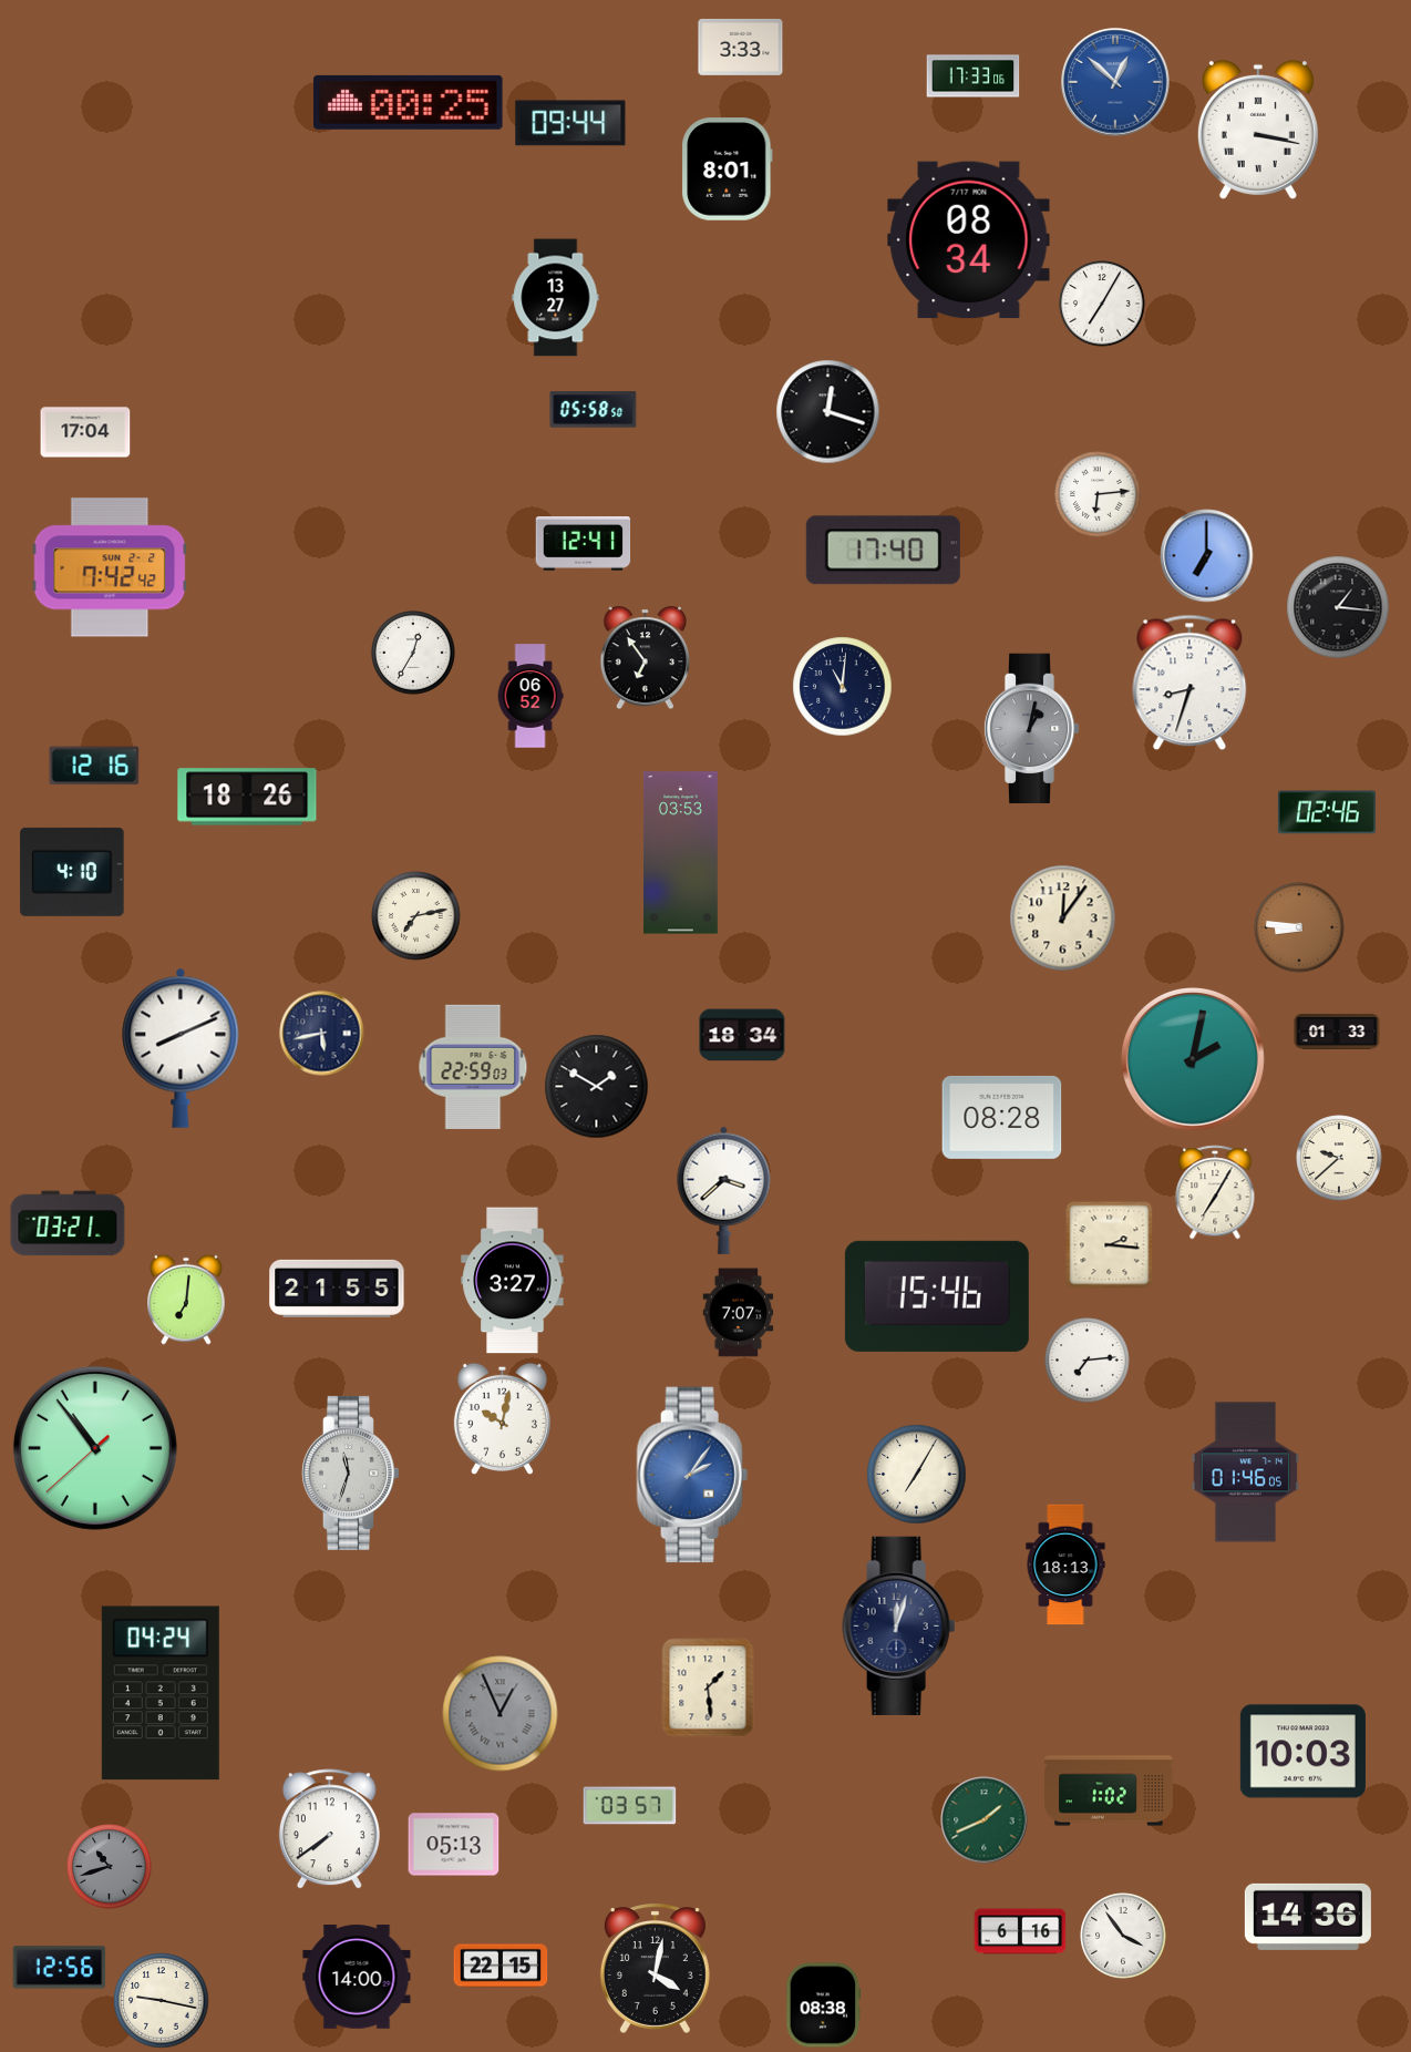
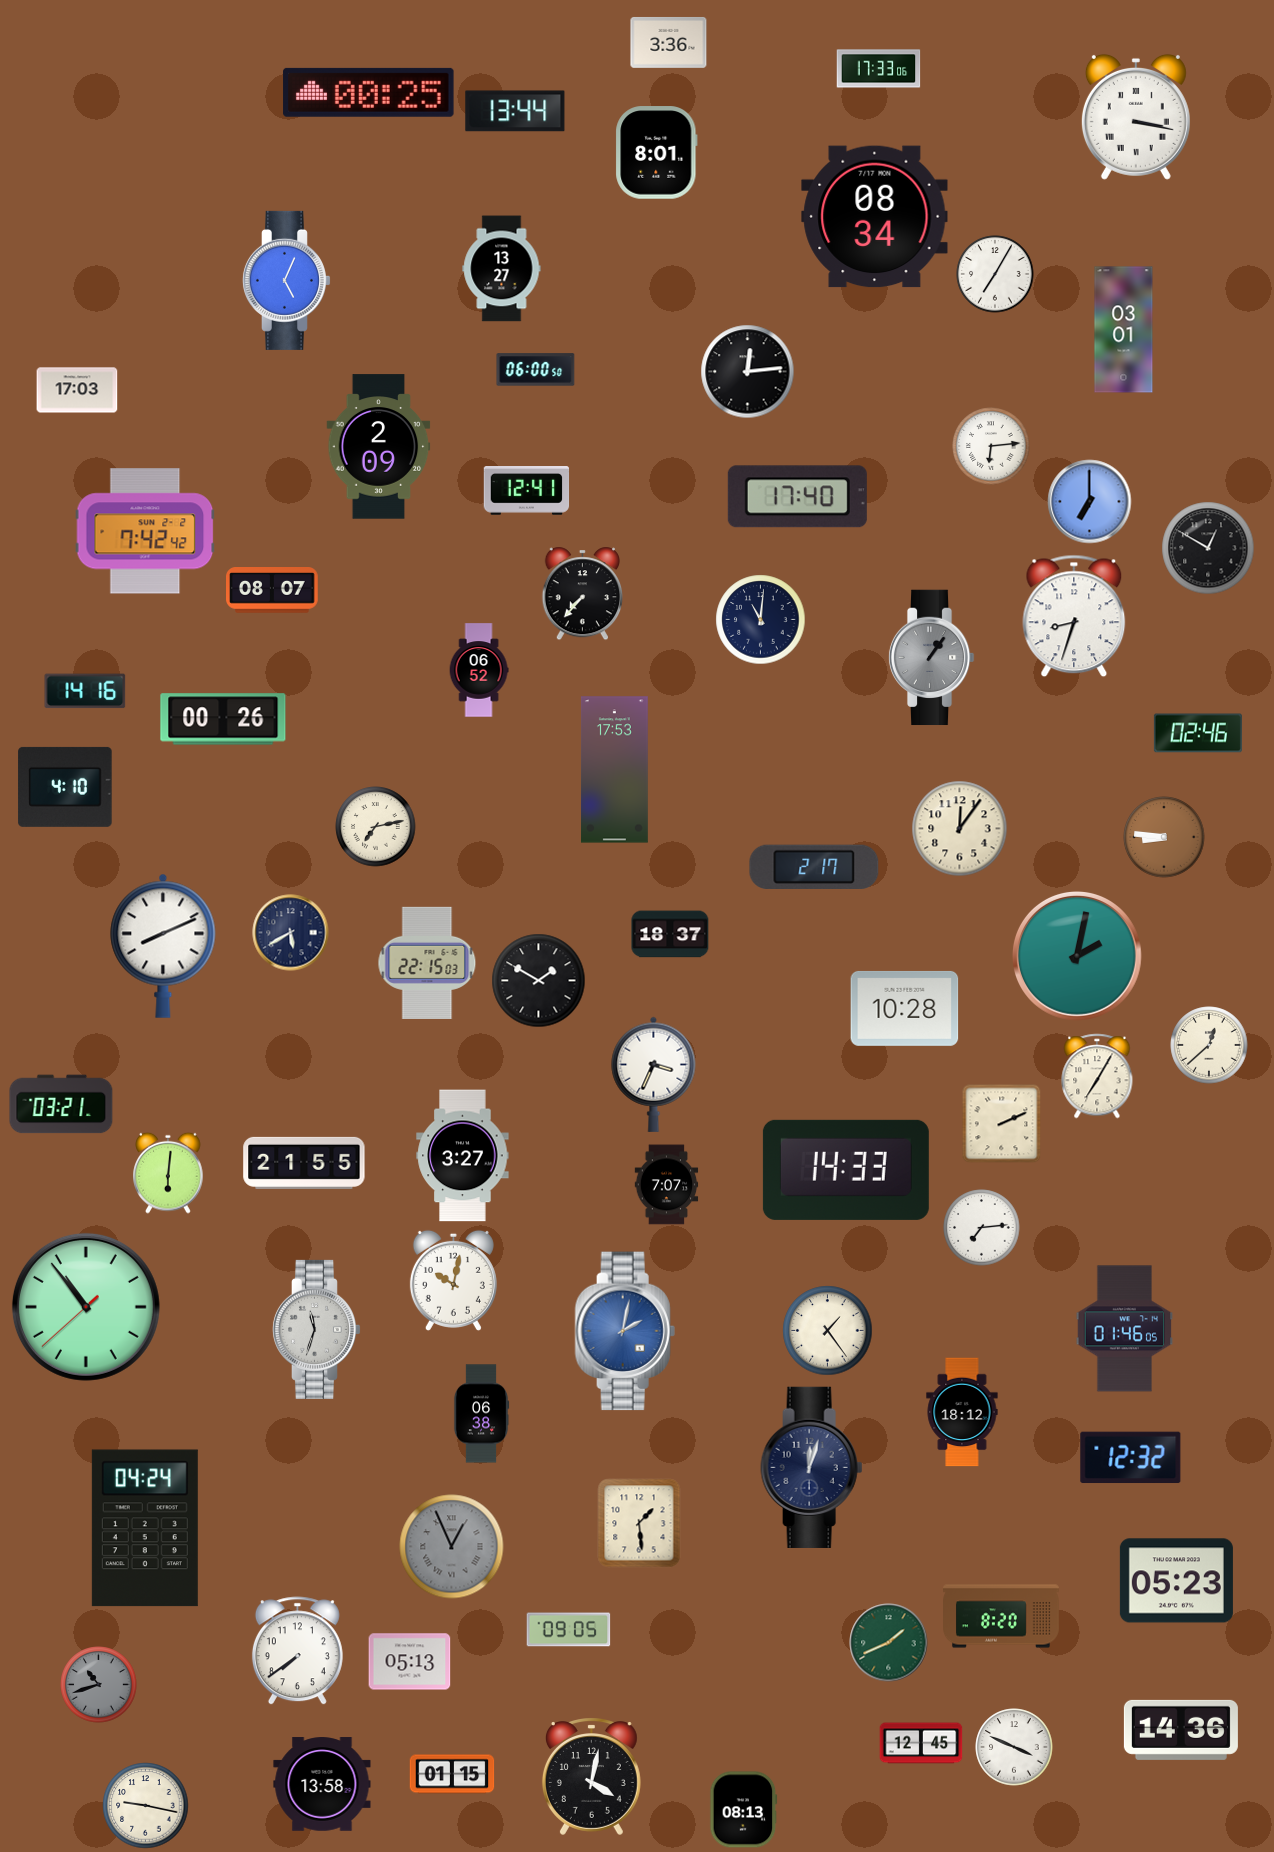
clock at (741, 47): 3:33 -> 3:36
clock at (1115, 82): 12:52 -> none
clock at (570, 123): 09:44 -> 13:44
clock at (286, 280): none -> 5:04
clock at (1124, 330): none -> 03:01
clock at (594, 410): 05:58 -> 06:00
clock at (828, 412): 12:18 -> 12:14
clock at (85, 432): 17:04 -> 17:03
clock at (379, 447): none -> 2:09
clock at (110, 567) position: (110, 567) -> (145, 531)
clock at (1338, 607): 1:16 -> 12:50
clock at (413, 653): 12:35 -> none
clock at (272, 591): none -> 08:07
clock at (645, 658): 6:54 -> 7:37
clock at (531, 696) position: (531, 696) -> (479, 670)
clock at (1031, 729): 1:02 -> 1:06
clock at (94, 766): 12:16 -> 14:16
clock at (247, 797): 18:26 -> 00:26
clock at (680, 853): 03:53 -> 17:53
clock at (1299, 927) position: (1299, 927) -> (1164, 837)
clock at (814, 867): none -> 2:17
clock at (1337, 1032): 01:33 -> none
clock at (322, 1034): 5:43 -> 5:40
clock at (742, 1035): 18:34 -> 18:37
clock at (473, 1067): 22:59 -> 22:15
clock at (1002, 1117): 08:28 -> 10:28
clock at (1339, 1158): 9:38 -> 12:38
clock at (724, 1190): 3:38 -> 3:34
clock at (1110, 1245): 2:16 -> 2:11
clock at (937, 1296): 15:46 -> 14:33
clock at (186, 1300): 7:01 -> 6:01
clock at (692, 1475): 2:06 -> 2:02
clock at (917, 1475): 7:05 -> 1:24
clock at (1065, 1564): 18:13 -> 18:12
clock at (481, 1414): none -> 06:38
clock at (1131, 1458): none -> 12:32
clock at (1302, 1752): 10:03 -> 05:23
clock at (1110, 1791): 1:02 -> 8:20
clock at (630, 1806): 03:57 -> 09:05
clock at (454, 1845) position: (454, 1845) -> (410, 1662)
clock at (1020, 1931): 6:16 -> 12:45
clock at (1123, 1936): 3:54 -> 3:49
clock at (501, 1966): 22:15 -> 01:15
clock at (60, 1968): 12:56 -> none
clock at (357, 1977): 14:00 -> 13:58
clock at (824, 2005): 08:38 -> 08:13
